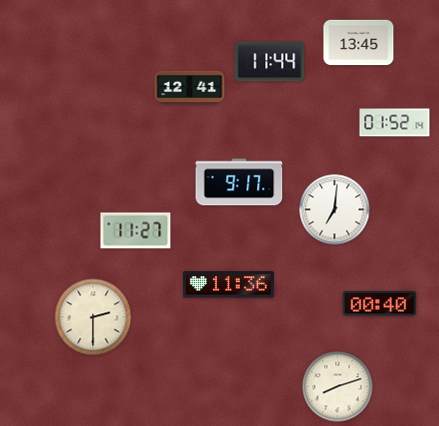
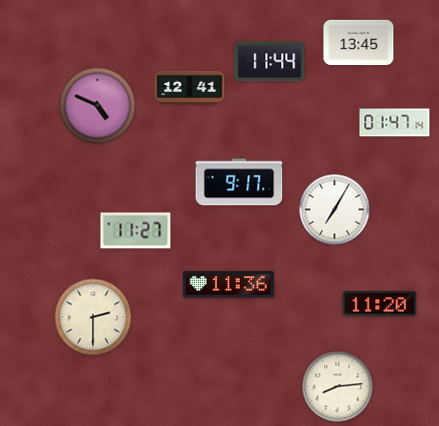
clock at (98, 106): none -> 4:49
clock at (395, 123): 01:52 -> 01:47
clock at (335, 210): 7:01 -> 7:05
clock at (380, 304): 00:40 -> 11:20
clock at (338, 387): 8:12 -> 8:14
